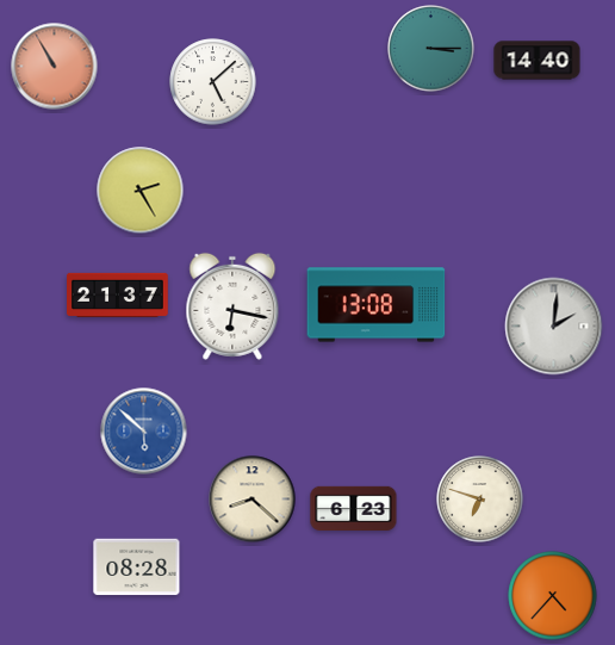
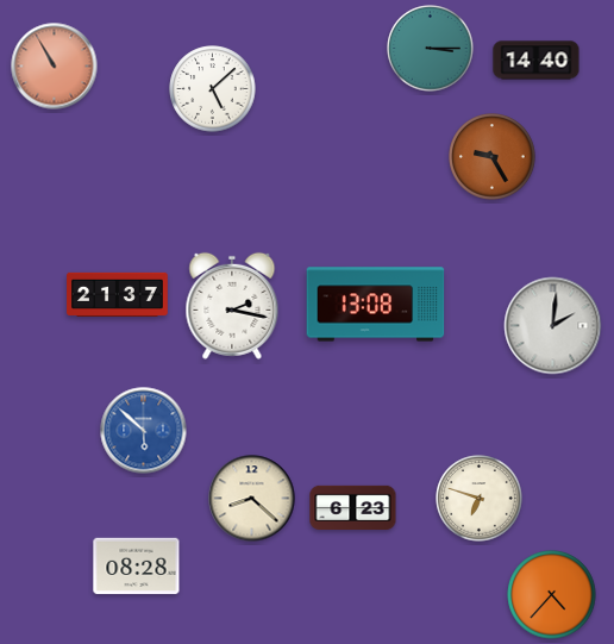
clock at (213, 82) position: (213, 82) -> (213, 89)
clock at (493, 157): none -> 9:25
clock at (141, 191): 2:25 -> none
clock at (232, 306): 6:17 -> 2:17
